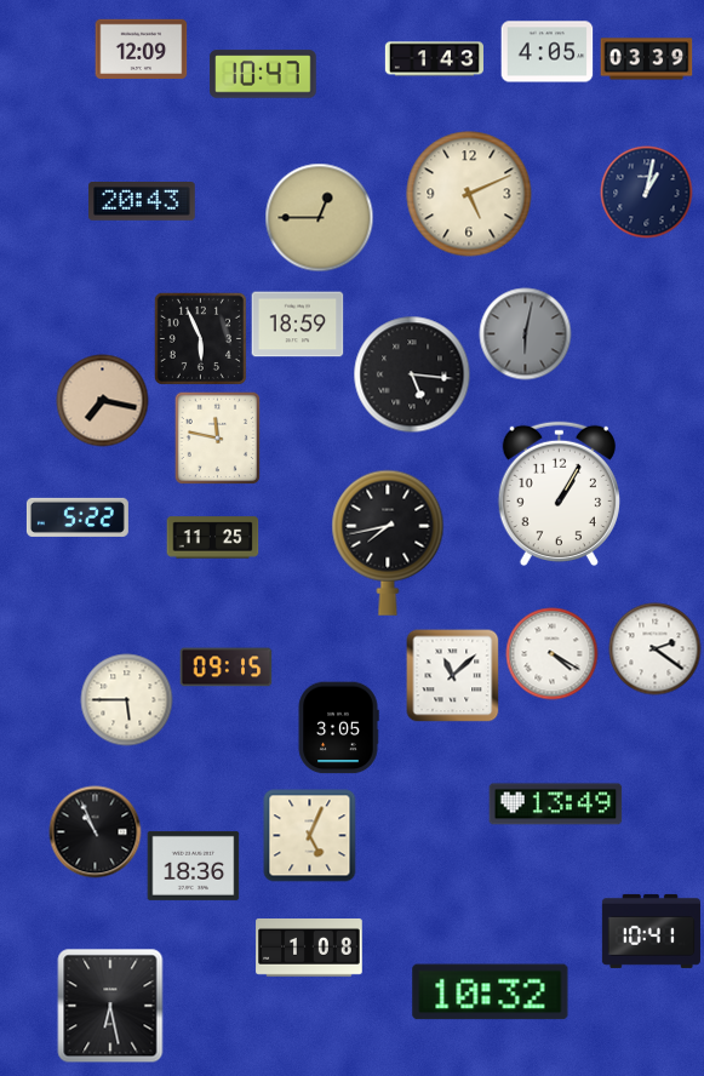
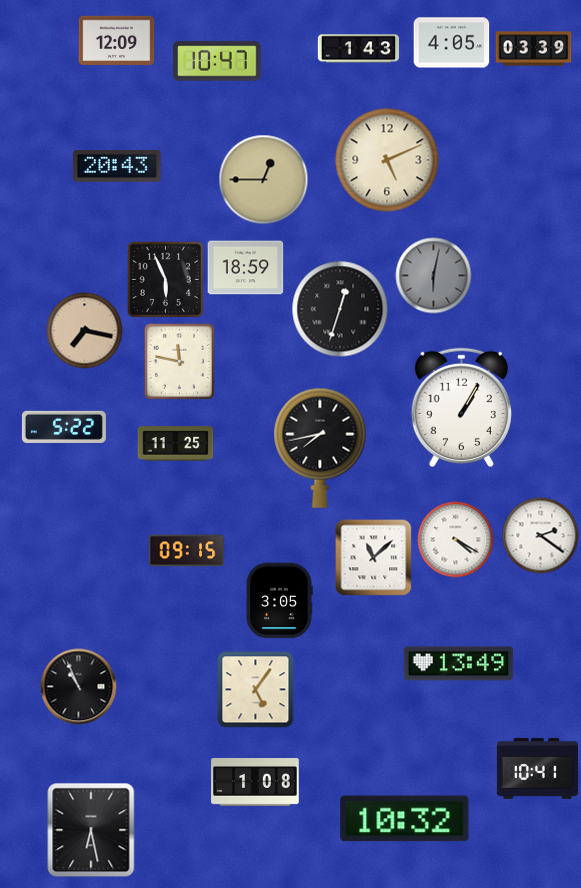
clock at (647, 193): 1:02 -> none
clock at (412, 374): 5:16 -> 12:33
clock at (127, 700): 5:45 -> none
clock at (310, 836): 5:04 -> 5:06
clock at (194, 865): 18:36 -> none
